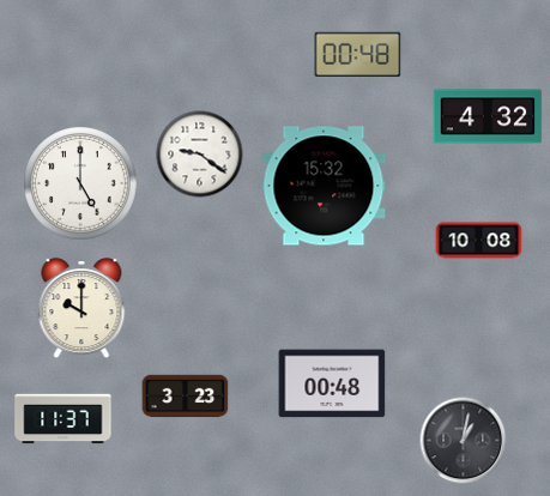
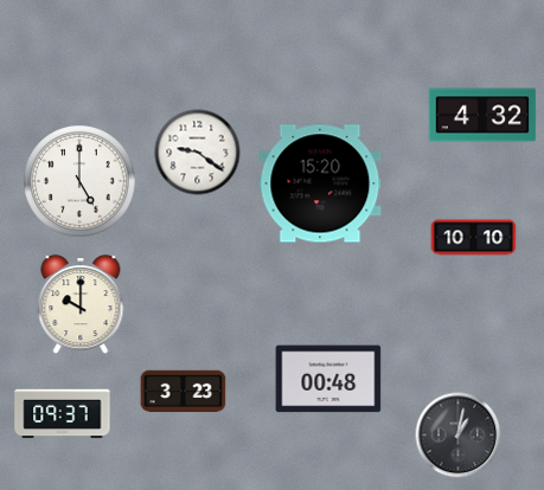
clock at (358, 54): 00:48 -> none
clock at (324, 186): 15:32 -> 15:20
clock at (479, 241): 10:08 -> 10:10
clock at (64, 419): 11:37 -> 09:37
